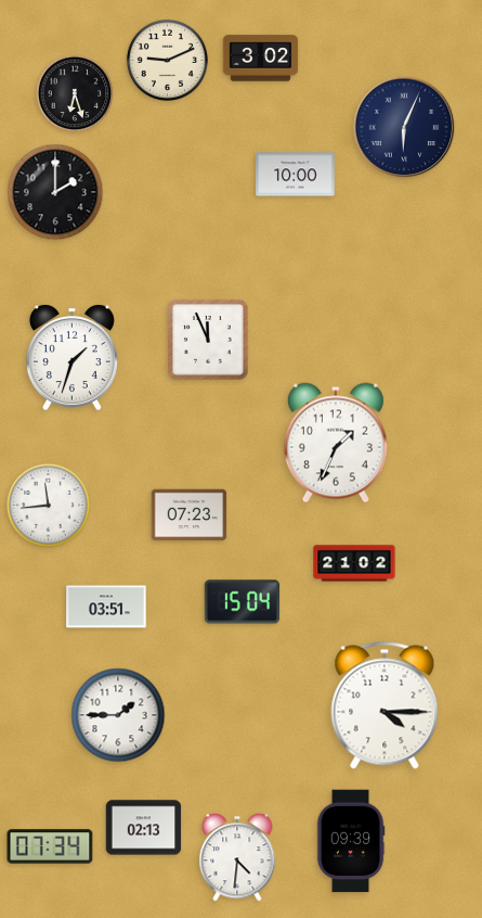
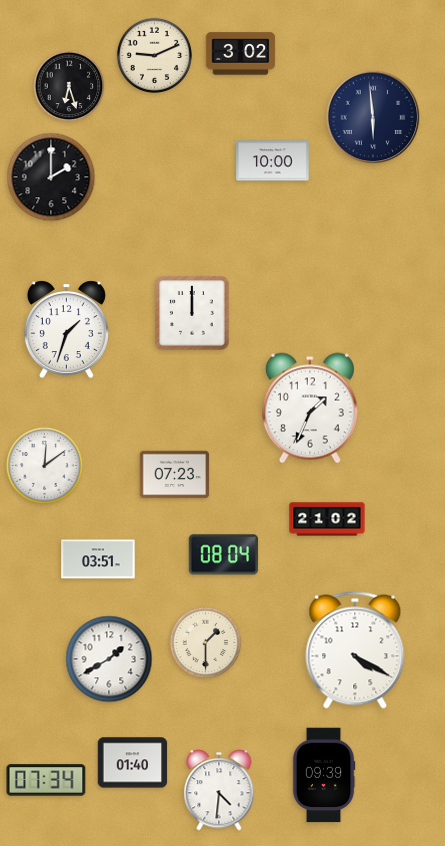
clock at (404, 127): 6:04 -> 5:59
clock at (208, 340): 11:56 -> 12:00
clock at (48, 505): 11:44 -> 12:09
clock at (243, 602): 15:04 -> 08:04
clock at (206, 643): none -> 1:30
clock at (385, 705): 4:15 -> 4:20
clock at (118, 715): 1:45 -> 1:40
clock at (144, 828): 02:13 -> 01:40
